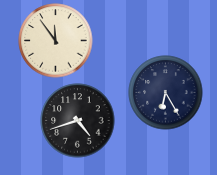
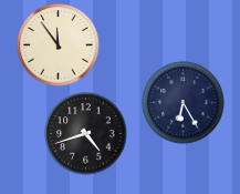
clock at (56, 41) position: (56, 41) -> (59, 45)
